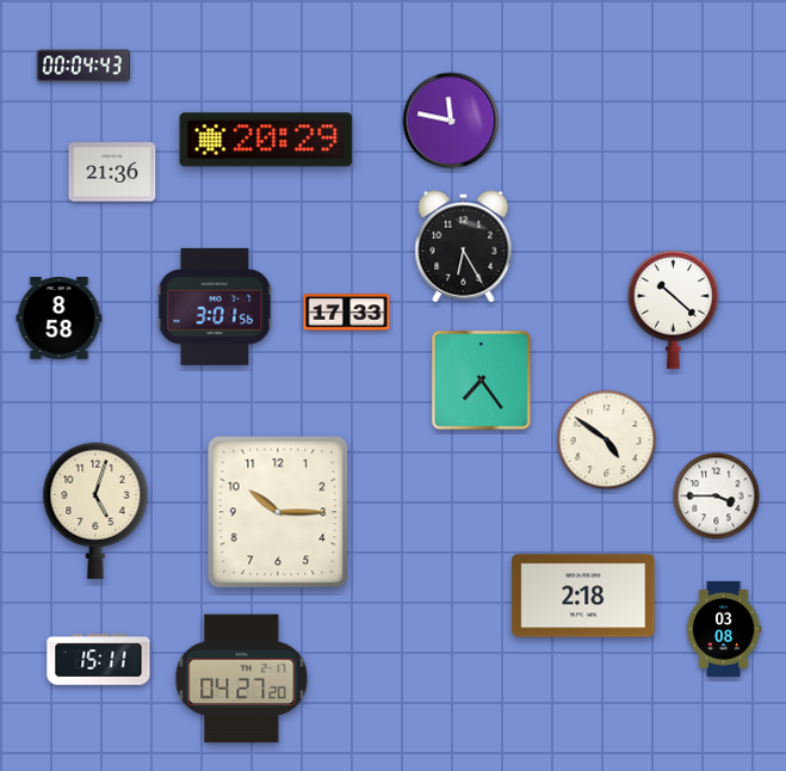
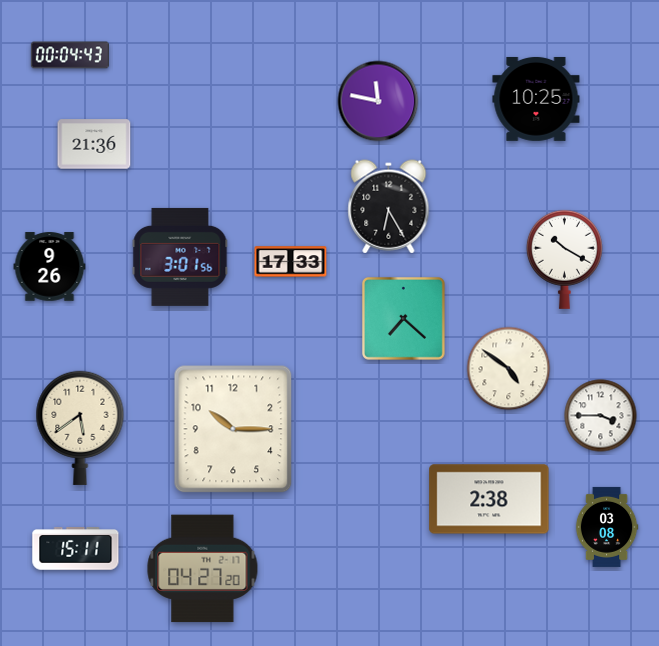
clock at (536, 99): none -> 10:25
clock at (266, 140): 20:29 -> none
clock at (673, 309): 10:22 -> 10:20
clock at (60, 319): 8:58 -> 9:26
clock at (481, 380): 7:24 -> 7:22
clock at (95, 511): 5:03 -> 5:39
clock at (583, 596): 2:18 -> 2:38
clock at (99, 660) position: (99, 660) -> (76, 549)
